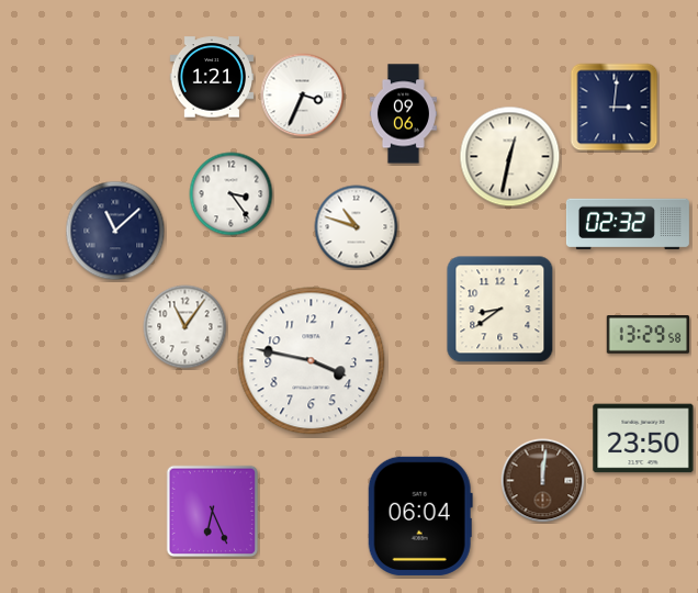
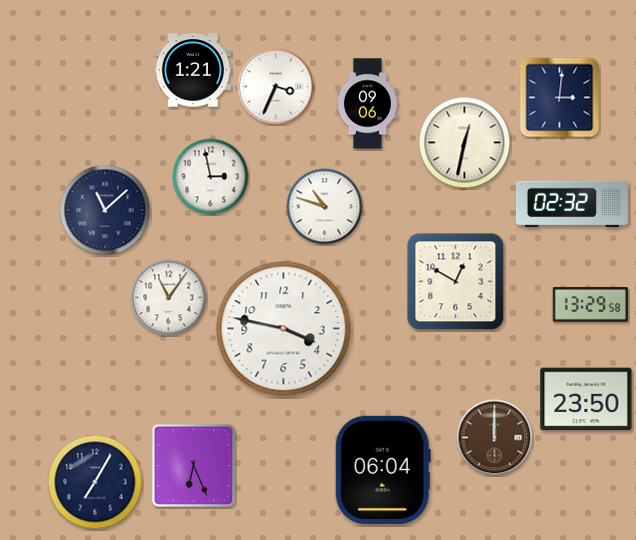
clock at (232, 194): 3:24 -> 2:58
clock at (500, 310): 8:39 -> 12:50
clock at (543, 481): 12:01 -> 12:00
clock at (95, 482): none -> 7:05
